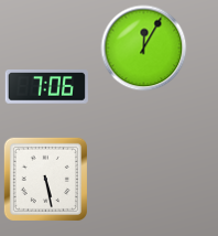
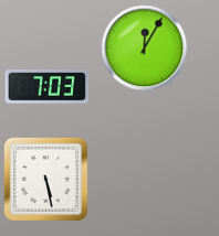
clock at (46, 87): 7:06 -> 7:03
